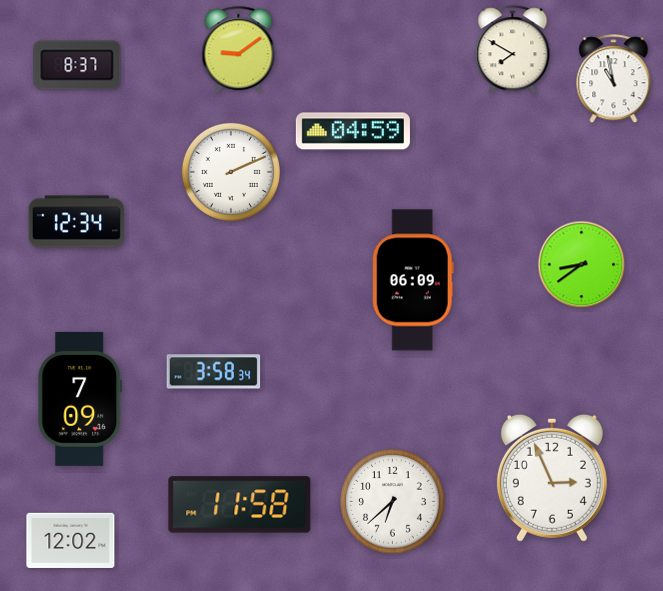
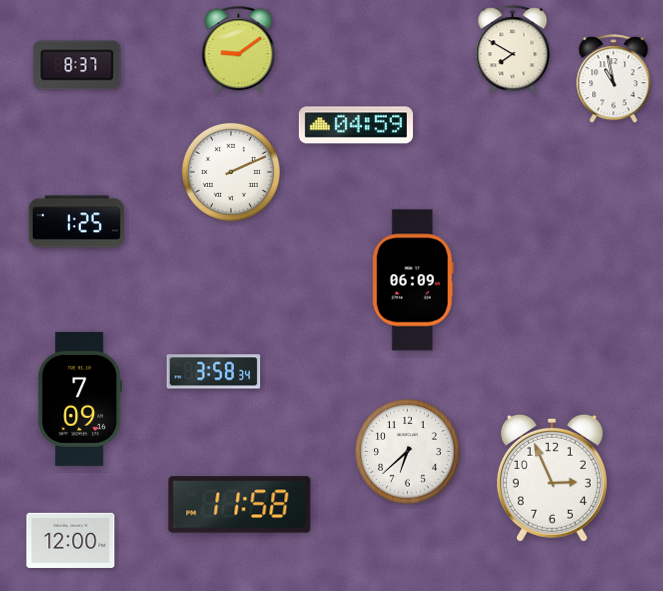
clock at (353, 131) position: (353, 131) -> (356, 125)
clock at (76, 222): 12:34 -> 1:25
clock at (582, 265): 8:39 -> none
clock at (393, 502) position: (393, 502) -> (408, 452)
clock at (71, 540): 12:02 -> 12:00
